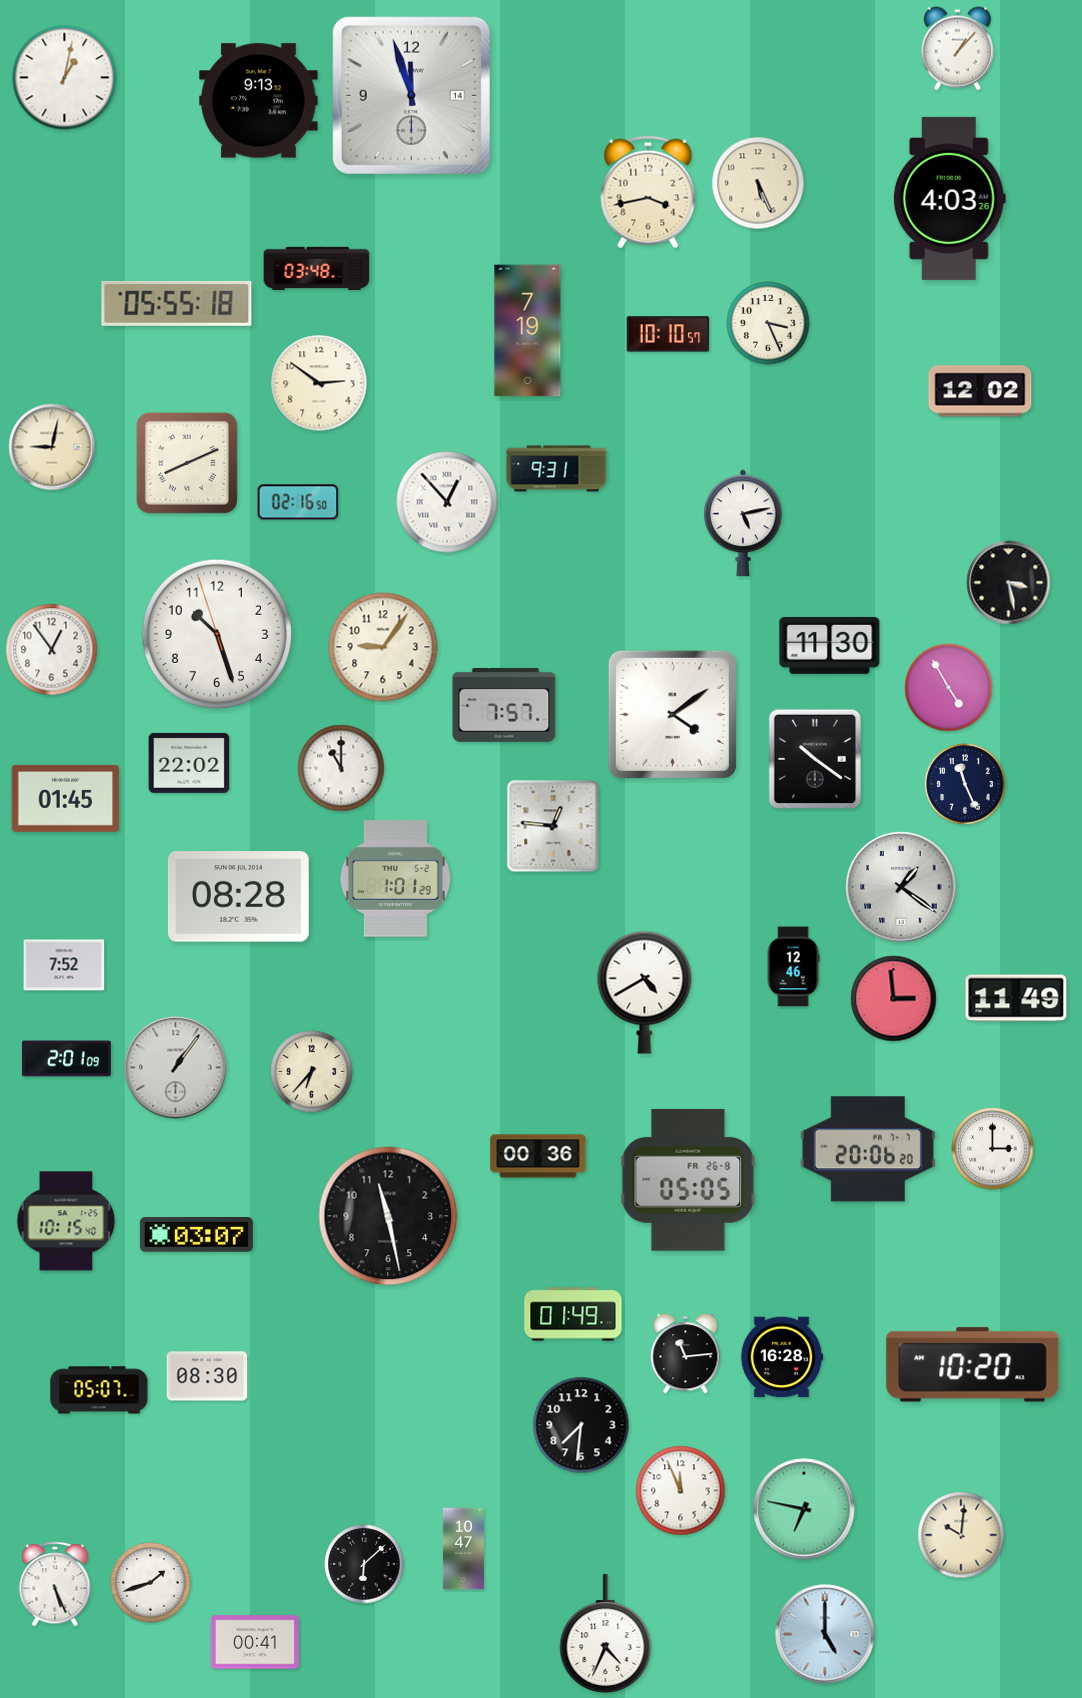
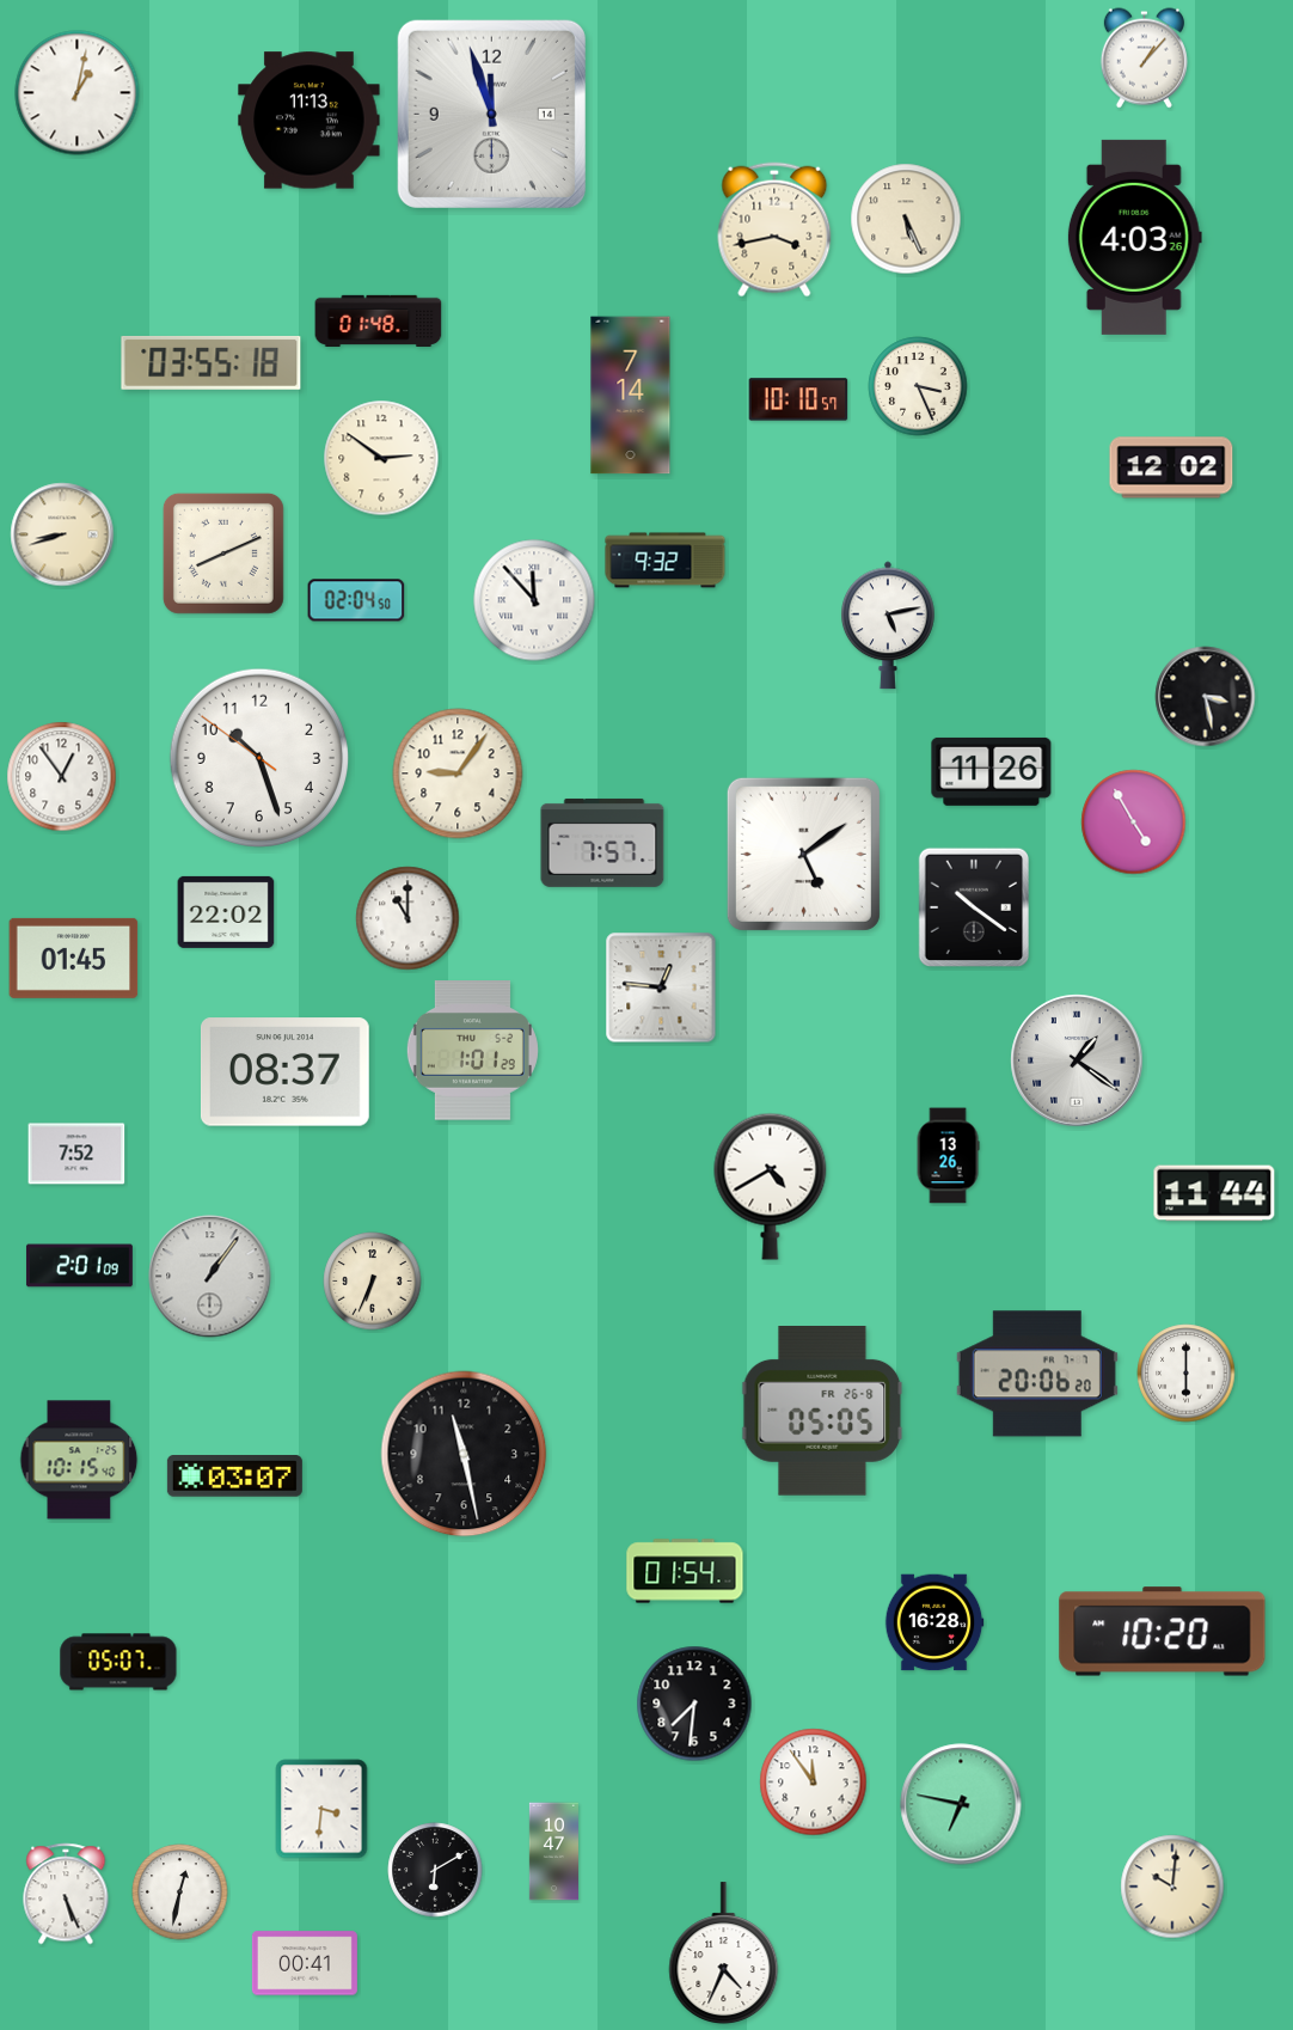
clock at (259, 101): 9:13 -> 11:13
clock at (317, 268): 03:48 -> 01:48
clock at (177, 303): 05:55 -> 03:55
clock at (528, 331): 7:19 -> 7:14
clock at (52, 447): 9:02 -> 8:42
clock at (557, 469): 9:31 -> 9:32
clock at (298, 502): 02:16 -> 02:04
clock at (447, 502): 12:53 -> 11:53
clock at (217, 634): 10:26:57 -> 10:26:51
clock at (830, 645): 11:30 -> 11:26
clock at (672, 714): 4:09 -> 5:09
clock at (965, 784): 11:26 -> none
clock at (66, 798) position: (66, 798) -> (74, 958)
clock at (238, 897): 08:28 -> 08:37
clock at (793, 967): 12:46 -> 13:26
clock at (1016, 998): 11:49 -> 11:44
clock at (894, 999): 2:59 -> none
clock at (312, 1072): 6:37 -> 6:34
clock at (993, 1149): 3:00 -> 6:00
clock at (538, 1156): 00:36 -> none
clock at (573, 1314): 01:49 -> 01:54
clock at (686, 1354): 11:14 -> none
clock at (207, 1376): 08:30 -> none
clock at (681, 1491): 11:56 -> 11:54
clock at (321, 1809): none -> 3:31
clock at (961, 1535) position: (961, 1535) -> (1172, 1887)
clock at (364, 1564): 6:08 -> 6:10
clock at (151, 1583): 1:42 -> 12:32
clock at (825, 1634): 5:00 -> none
